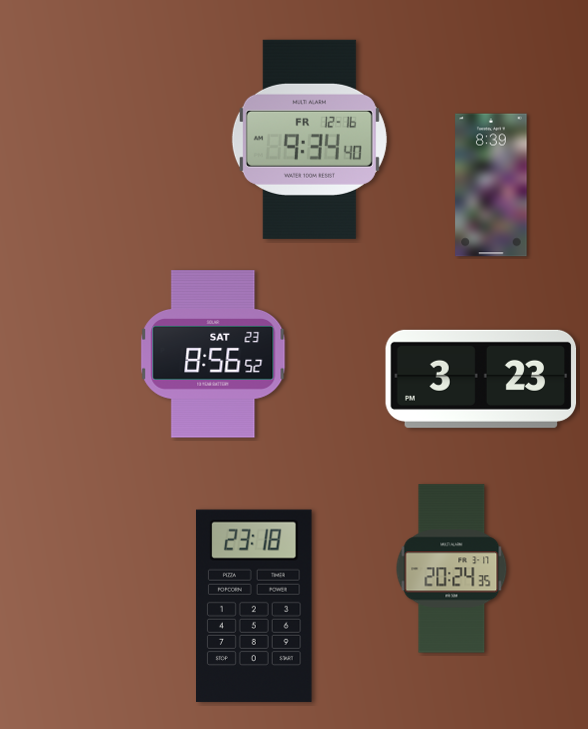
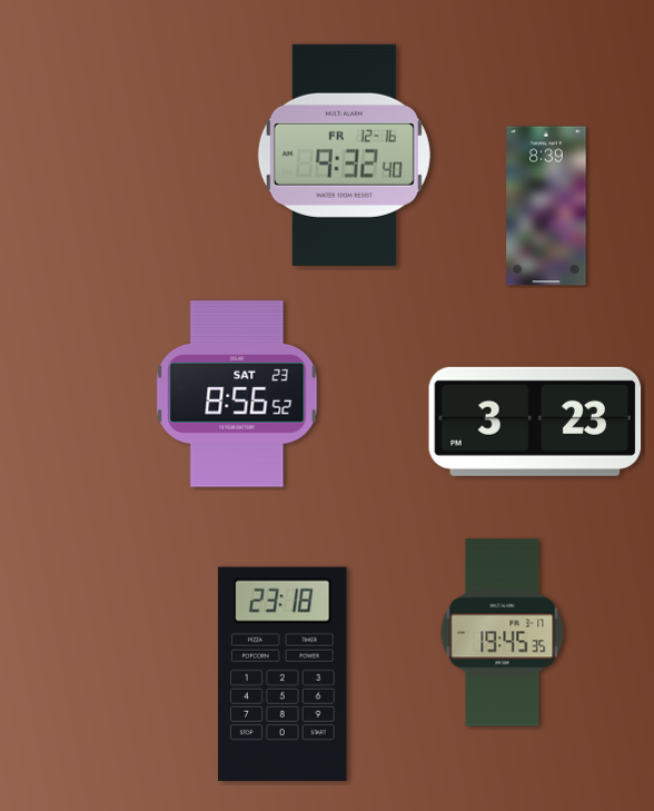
clock at (309, 139): 9:34 -> 9:32
clock at (452, 569): 20:24 -> 19:45
